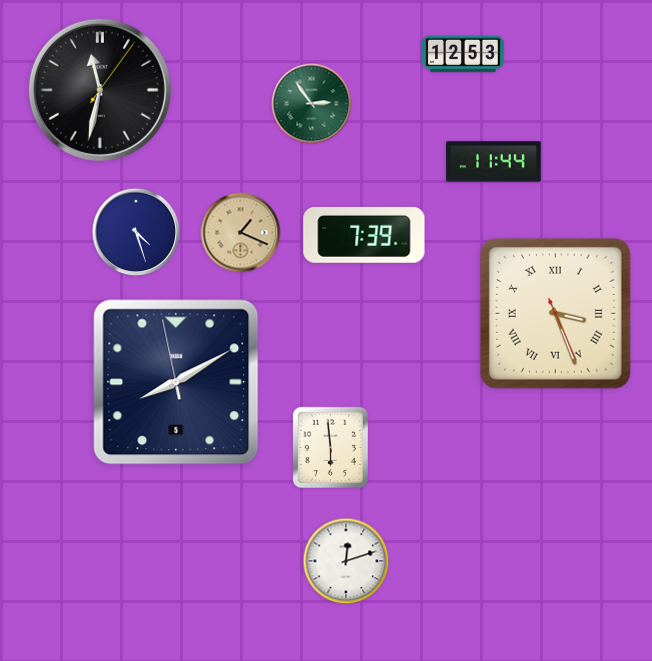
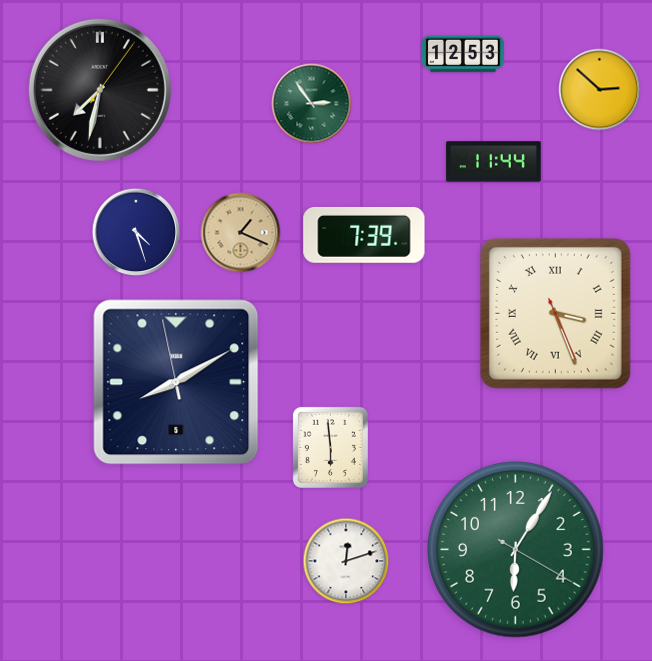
clock at (100, 90): 11:32 -> 7:32
clock at (600, 90): none -> 2:52
clock at (516, 550): none -> 6:05
